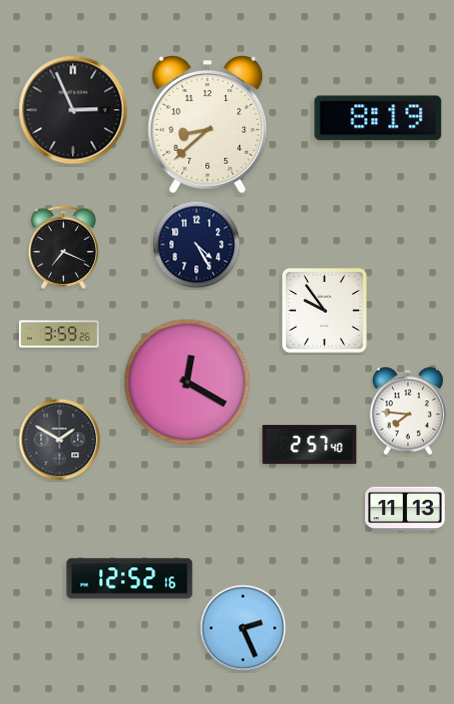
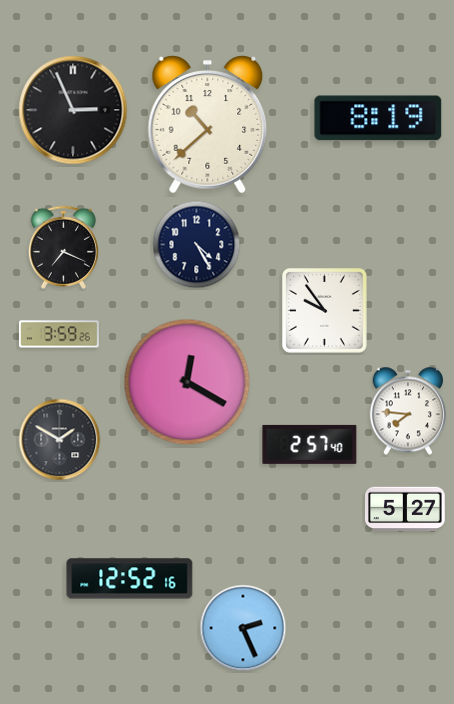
clock at (208, 125): 8:38 -> 10:38
clock at (406, 509): 11:13 -> 5:27
